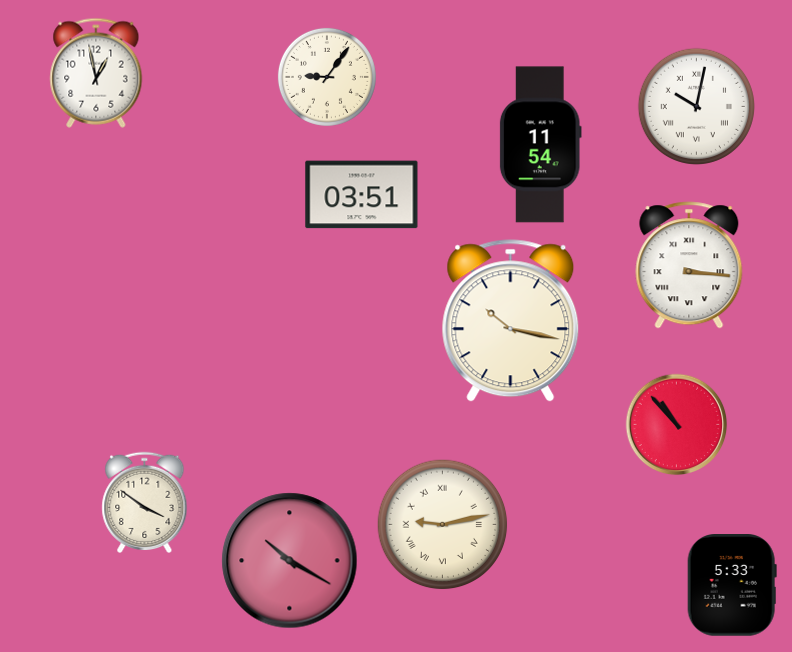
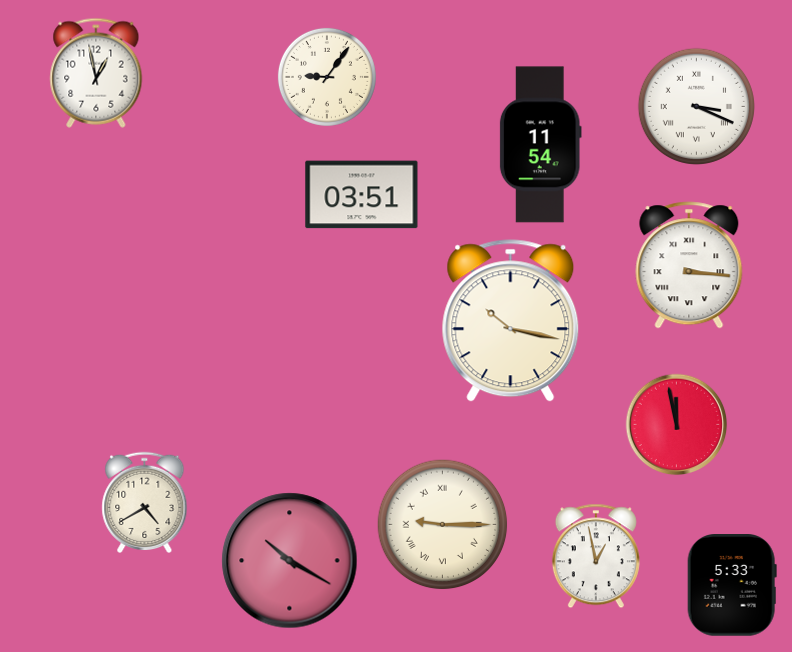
clock at (696, 106): 10:02 -> 3:19
clock at (677, 425): 10:53 -> 11:58
clock at (145, 502): 3:51 -> 4:40
clock at (443, 525): 9:13 -> 9:15
clock at (596, 556): none -> 12:58
